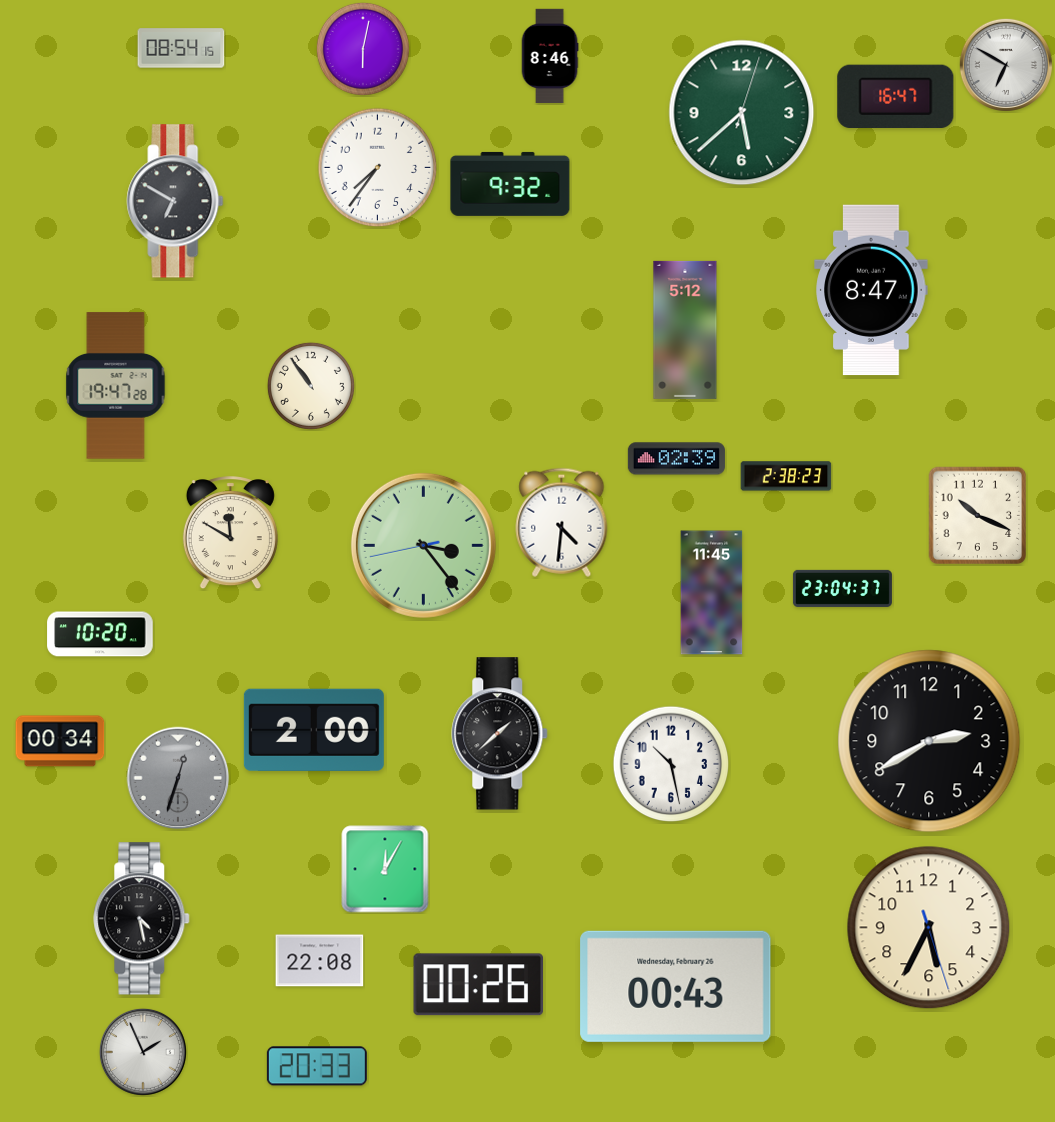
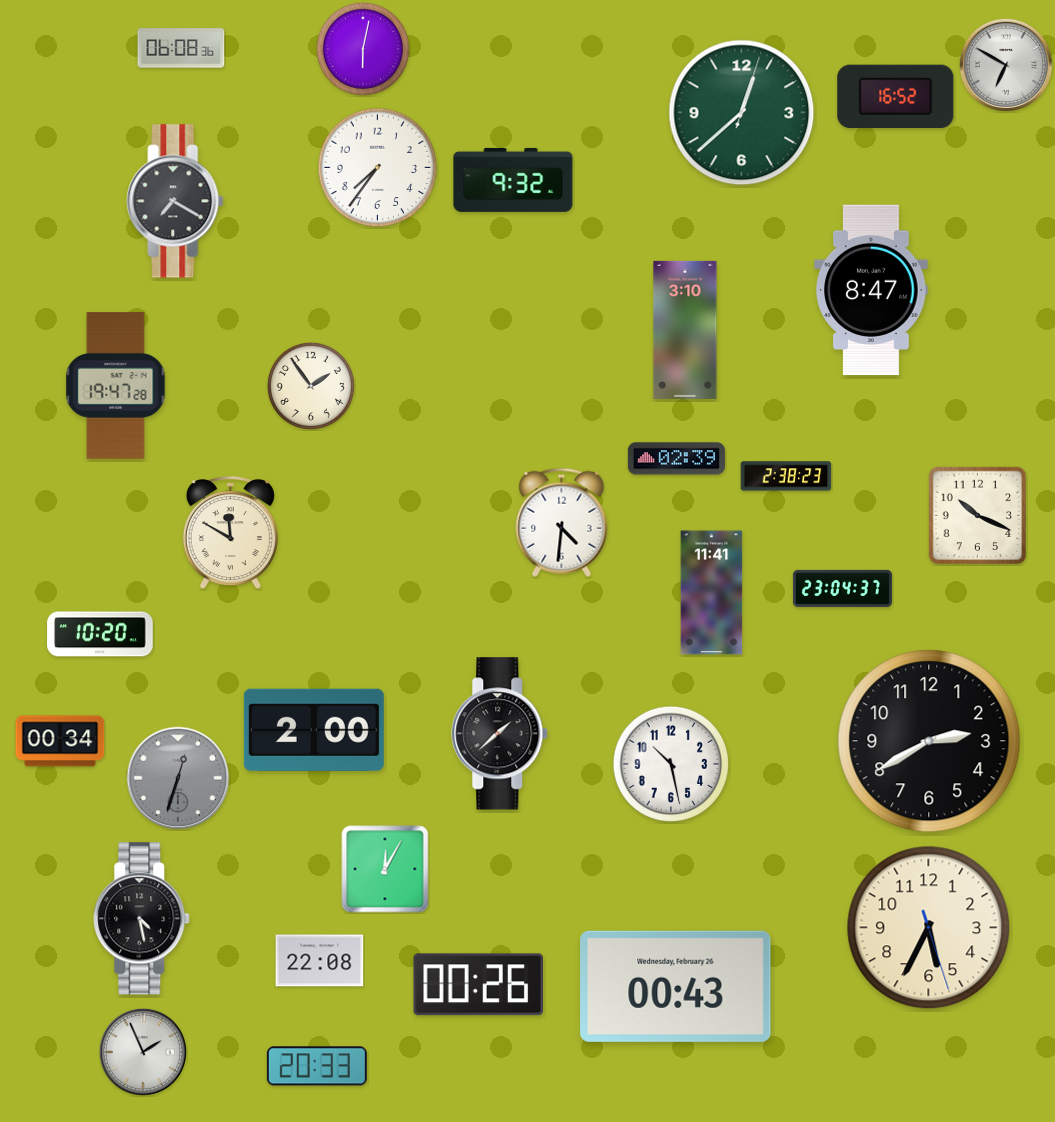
clock at (181, 48): 08:54 -> 06:08
clock at (550, 56): 8:46 -> none
clock at (896, 96): 16:47 -> 16:52
clock at (742, 113): 5:38 -> 12:38
clock at (510, 184) position: (510, 184) -> (513, 180)
clock at (175, 201): 6:50 -> 7:20
clock at (685, 330): 5:12 -> 3:10
clock at (311, 386): 10:54 -> 1:54
clock at (423, 545): 3:23 -> none
clock at (712, 593): 11:45 -> 11:41
